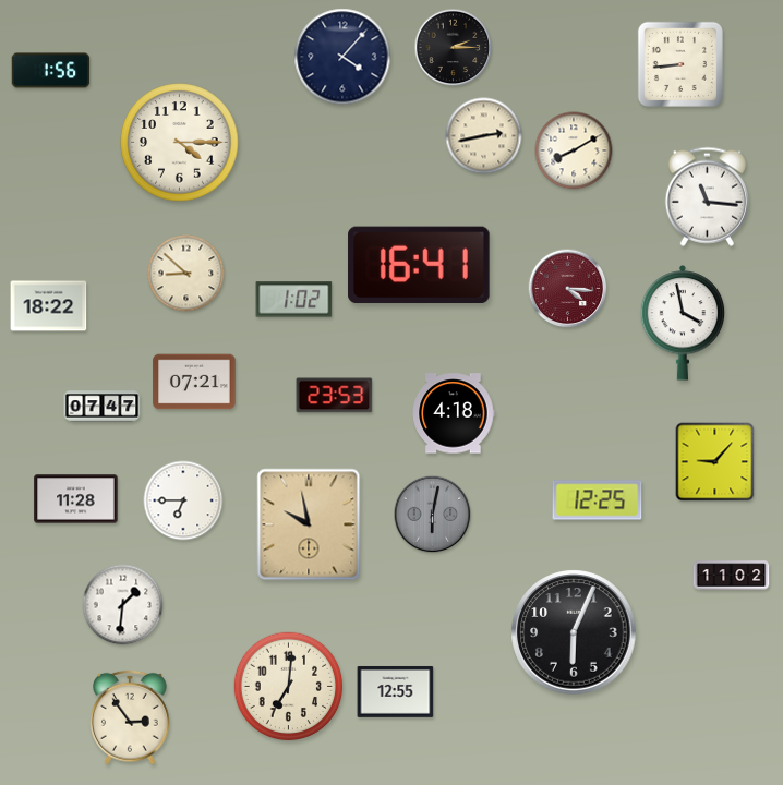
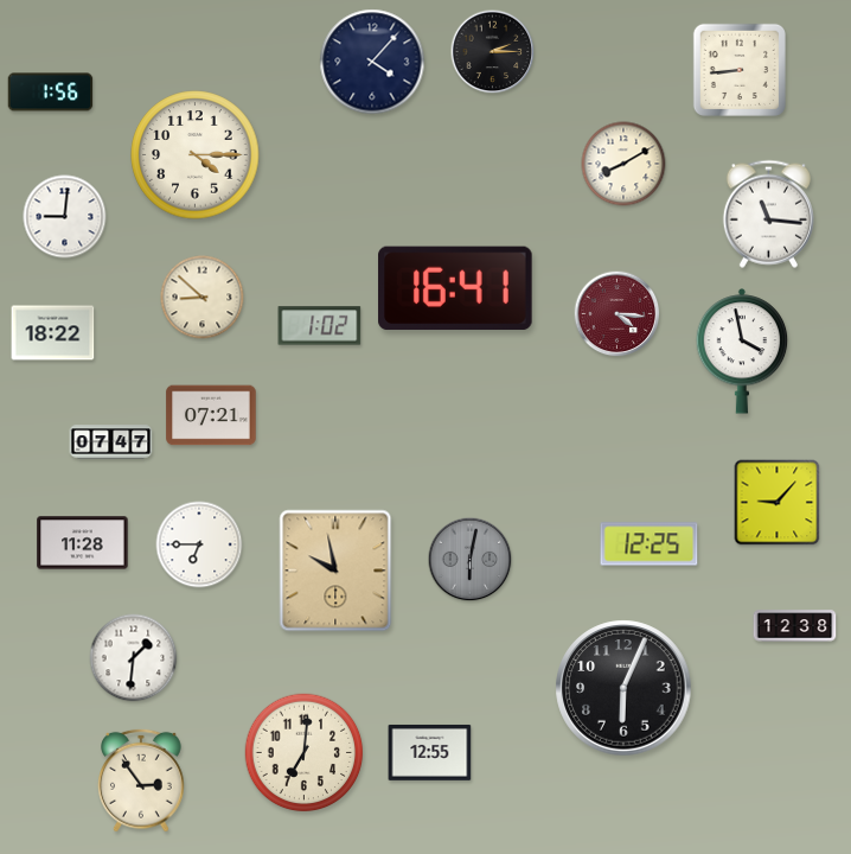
clock at (51, 71) position: (51, 71) -> (51, 93)
clock at (484, 136): 2:43 -> none
clock at (65, 217): none -> 9:01
clock at (335, 396): 23:53 -> none
clock at (454, 413): 4:18 -> none
clock at (732, 576): 11:02 -> 12:38
clock at (289, 687) position: (289, 687) -> (305, 753)
